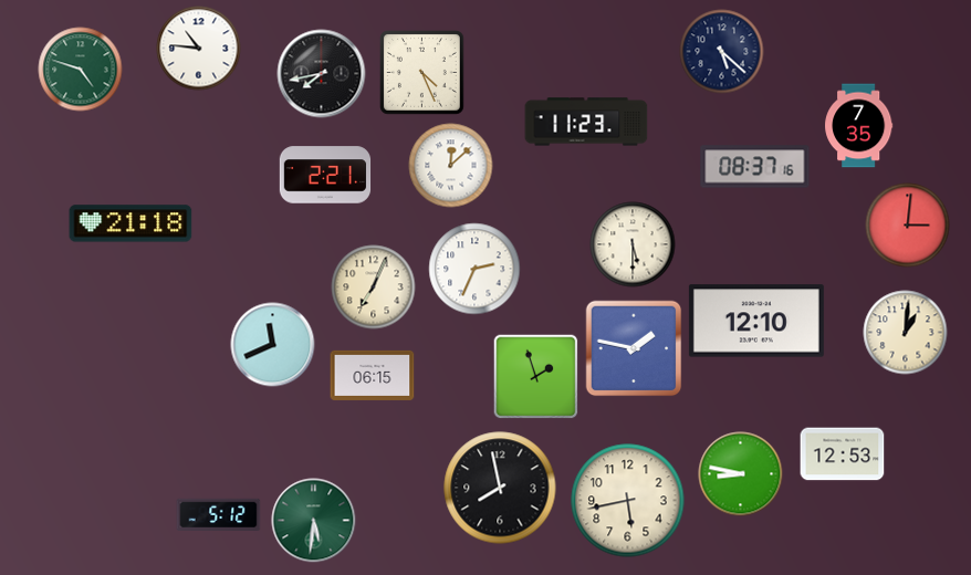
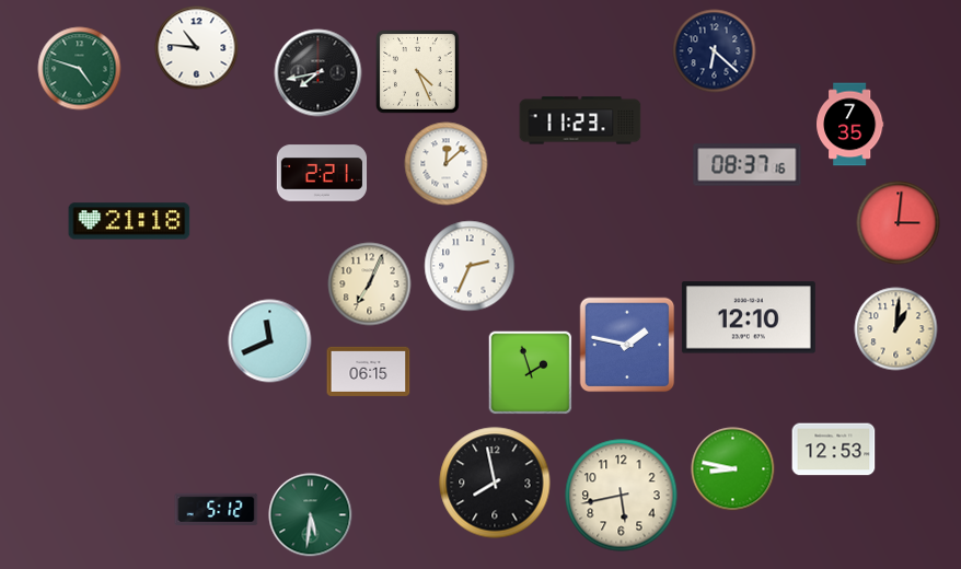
clock at (722, 52): 5:22 -> 6:22
clock at (633, 244): 5:30 -> none
